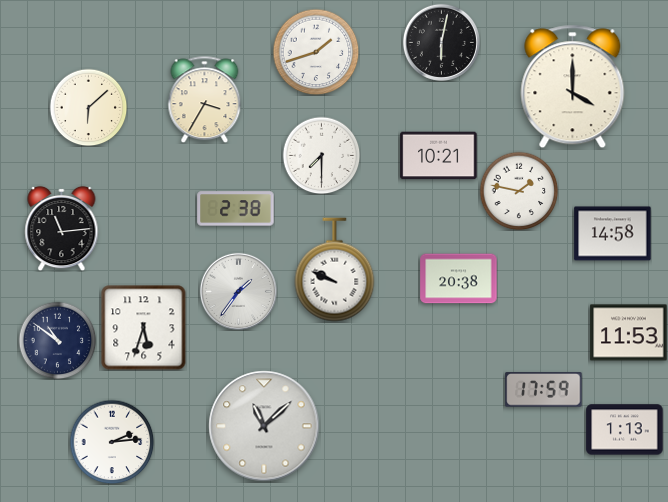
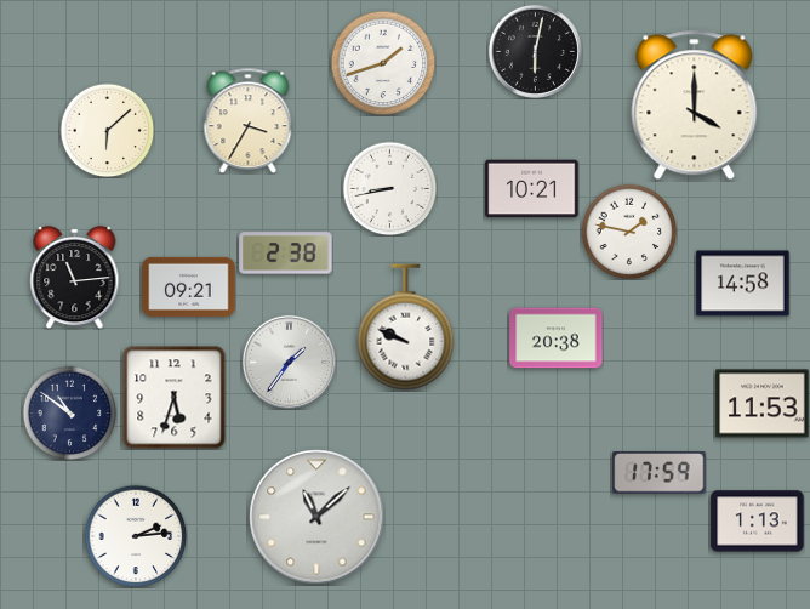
clock at (321, 155): 7:30 -> 8:43
clock at (189, 286): none -> 09:21
clock at (238, 291) position: (238, 291) -> (289, 362)
clock at (264, 426) position: (264, 426) -> (316, 517)
